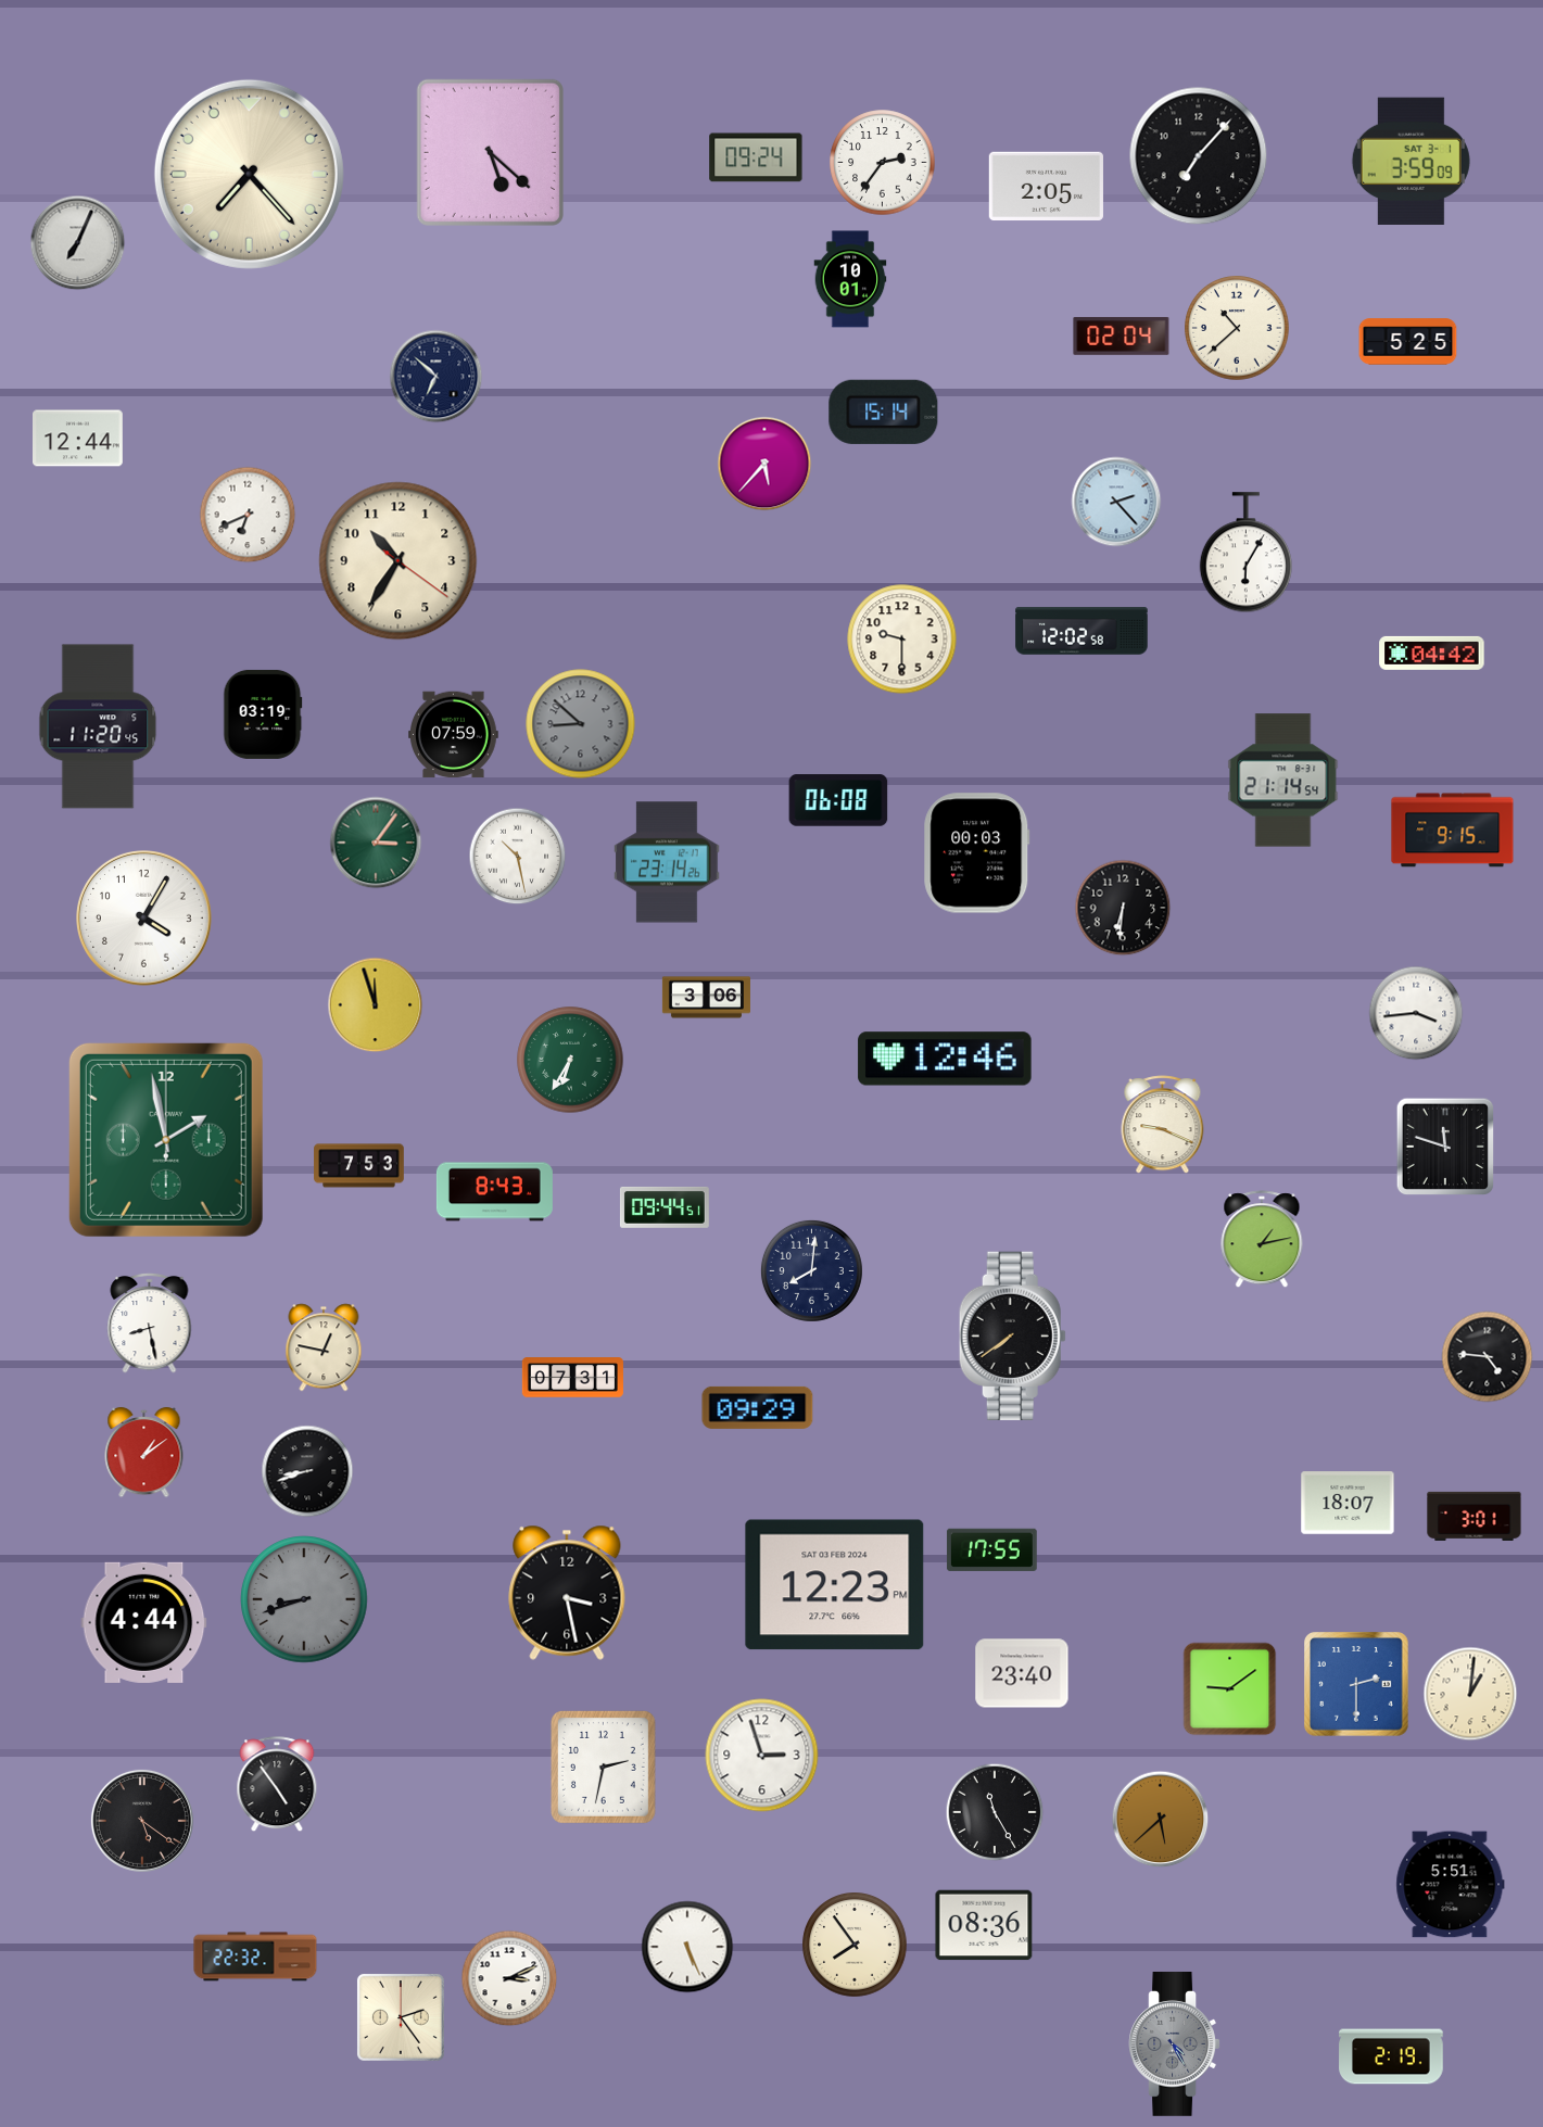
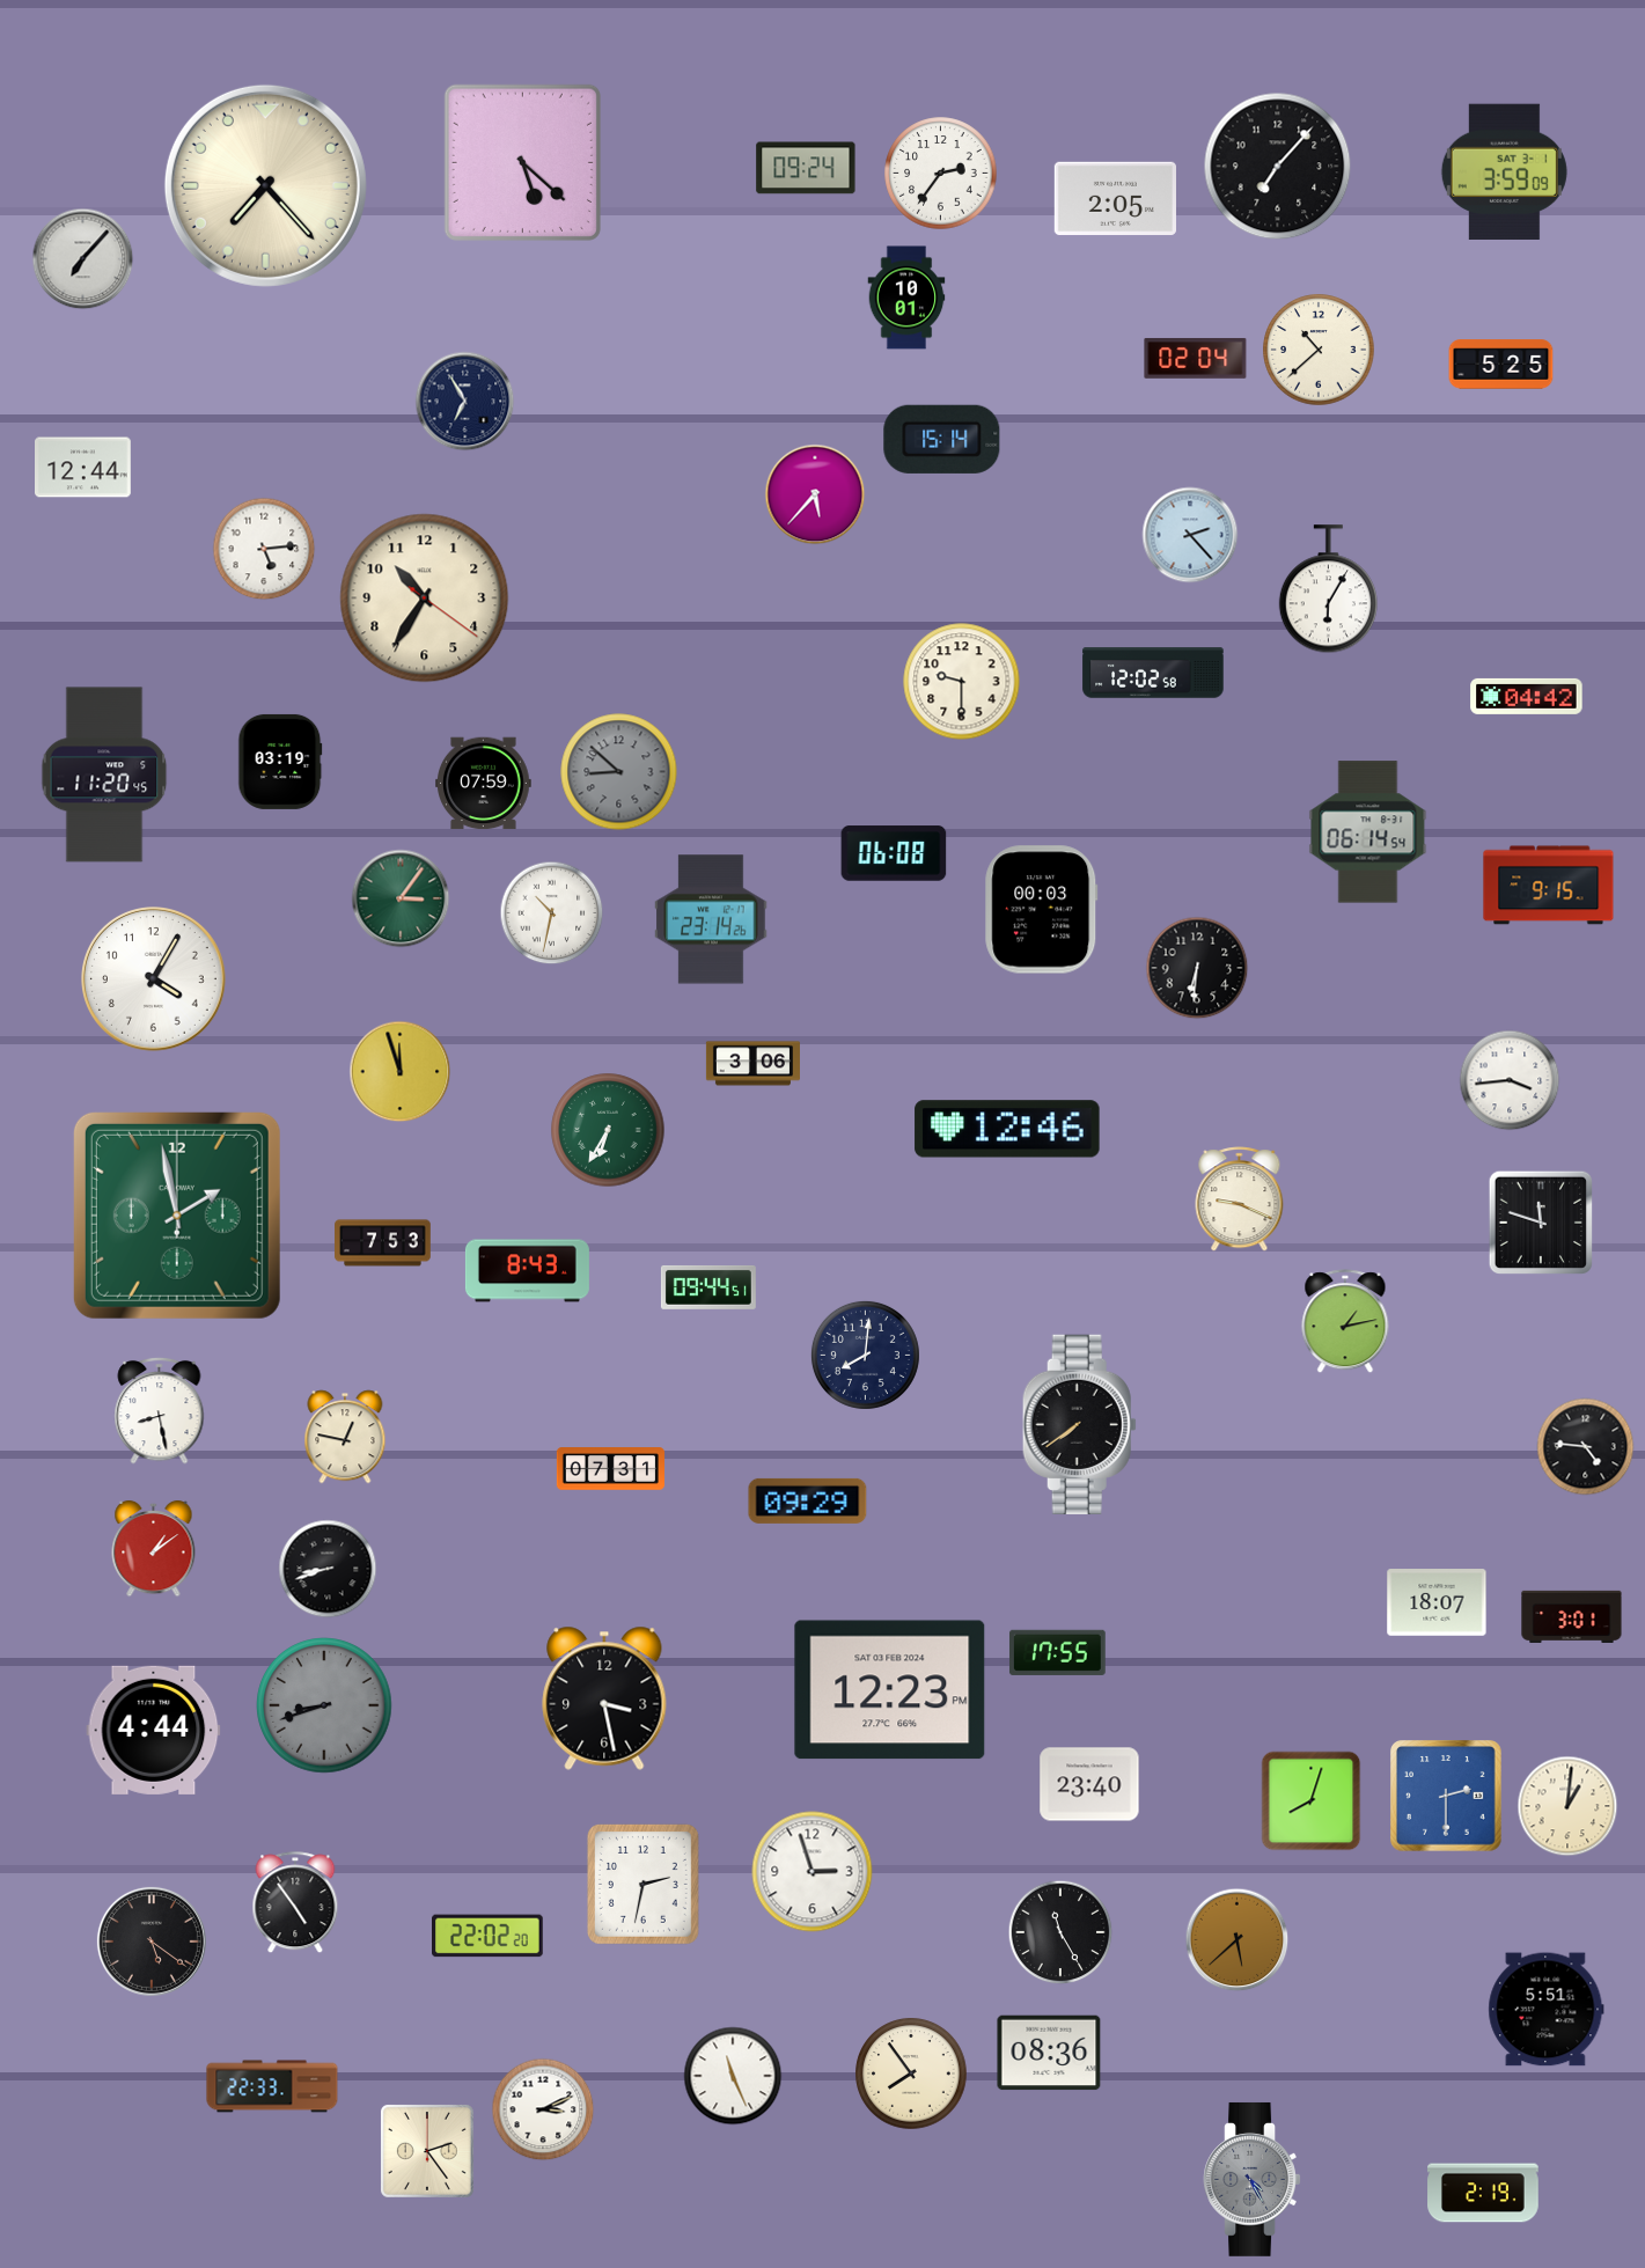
clock at (78, 243): 7:04 -> 7:07
clock at (437, 377): 6:52 -> 6:55
clock at (248, 515): 6:41 -> 5:14
clock at (1283, 781): 21:14 -> 06:14
clock at (518, 857): 10:28 -> 10:32
clock at (1230, 1689): 9:09 -> 8:03
clock at (489, 1936): none -> 22:02
clock at (687, 1947): 5:26 -> 11:26
clock at (255, 1957): 22:32 -> 22:33
